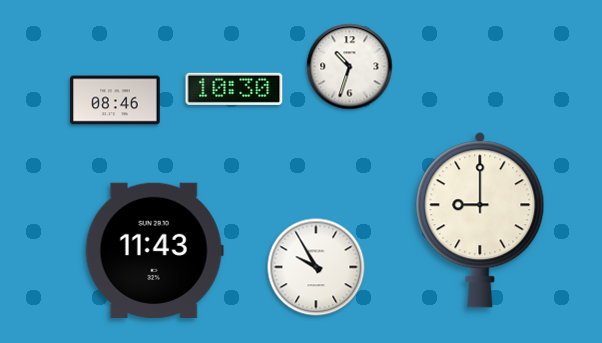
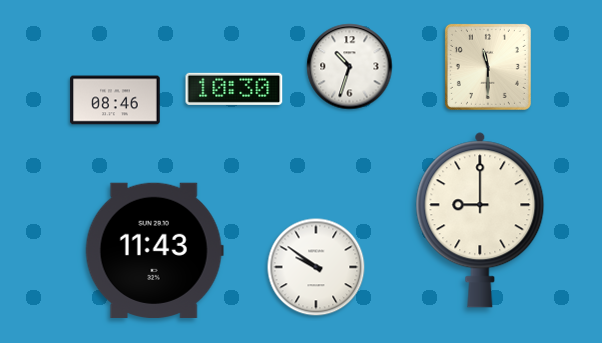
clock at (488, 67): none -> 11:30
clock at (316, 267): 9:55 -> 9:51
